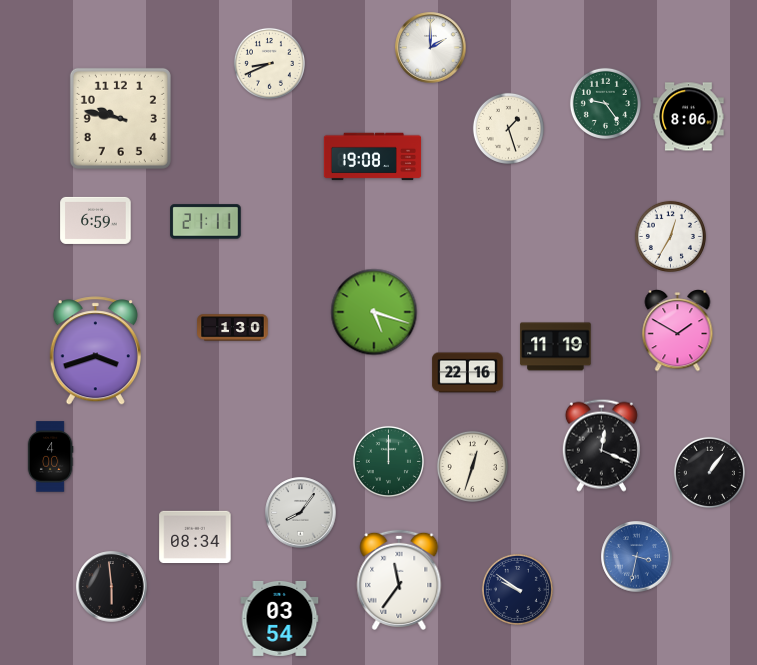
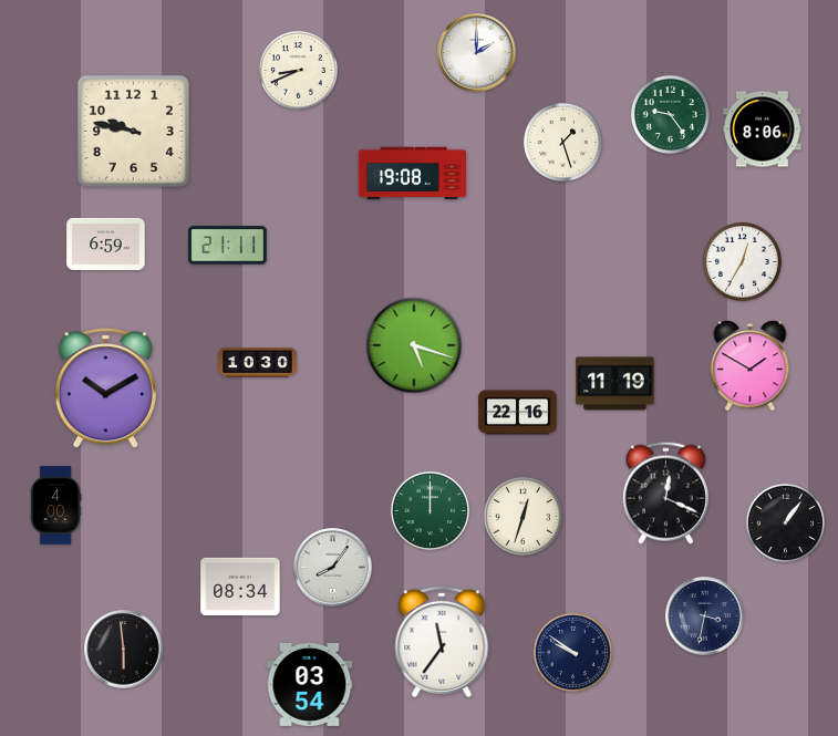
clock at (233, 328): 1:30 -> 10:30
clock at (95, 351): 3:42 -> 10:10
clock at (195, 537) position: (195, 537) -> (240, 587)
clock at (637, 557) dial: blue -> navy
